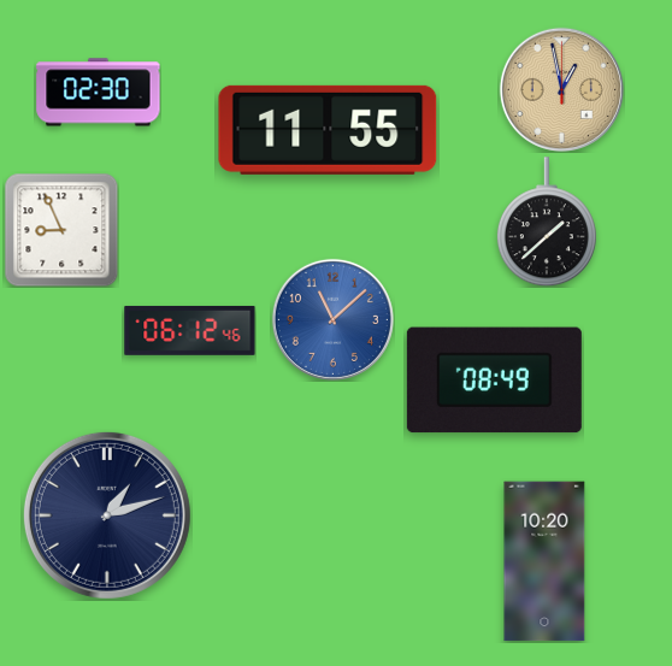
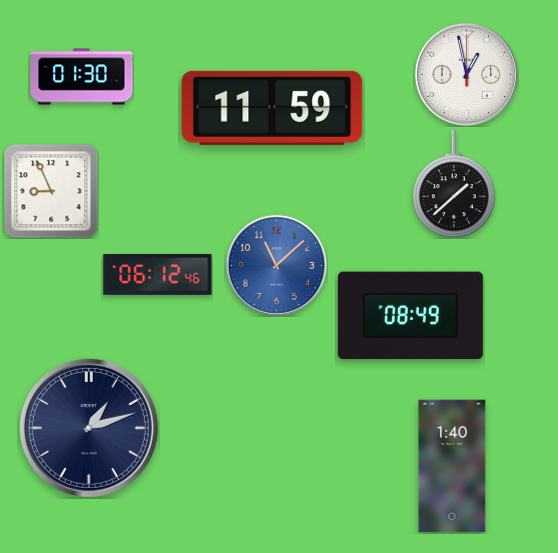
clock at (561, 89) dial: champagne -> white
clock at (99, 93): 02:30 -> 01:30
clock at (328, 130): 11:55 -> 11:59
clock at (544, 561): 10:20 -> 1:40
